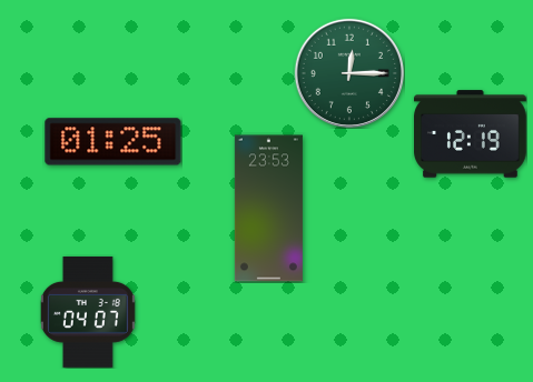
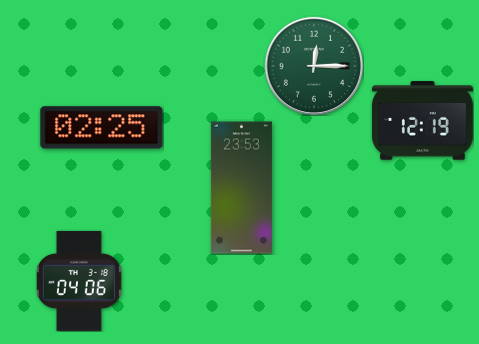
clock at (113, 142): 01:25 -> 02:25
clock at (88, 312): 04:07 -> 04:06
